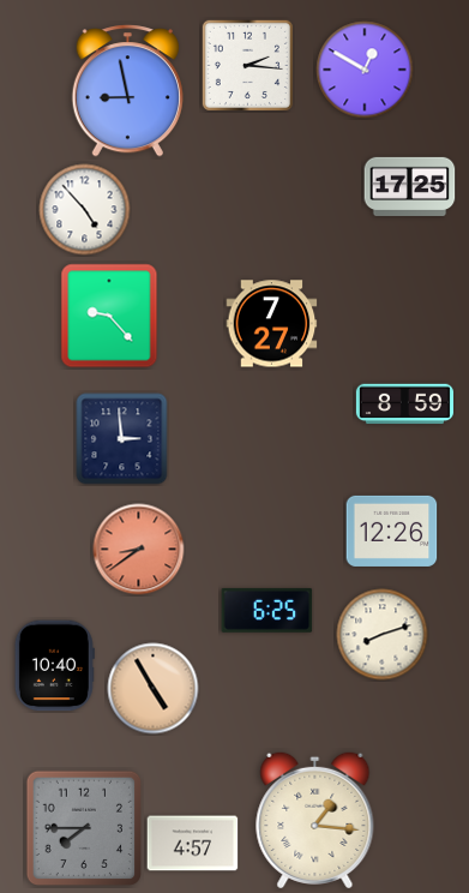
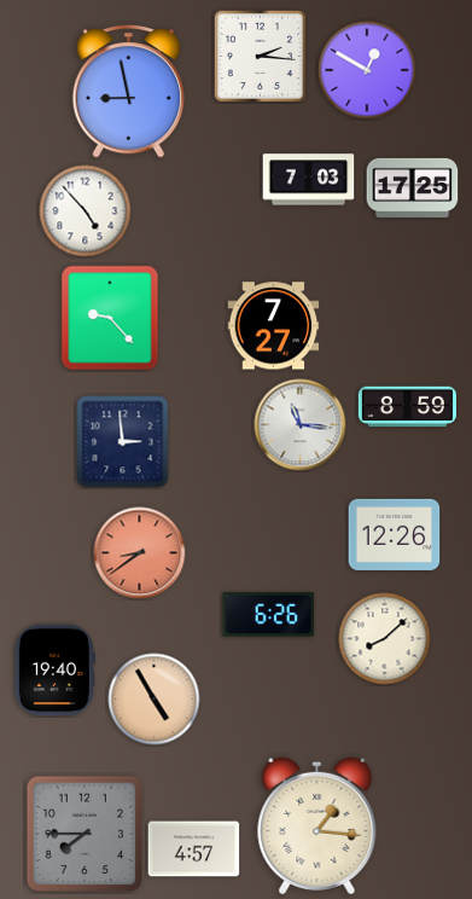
clock at (247, 65) position: (247, 65) -> (260, 56)
clock at (309, 180): none -> 7:03
clock at (301, 425): none -> 11:16
clock at (267, 610): 6:25 -> 6:26
clock at (383, 635): 8:12 -> 8:08
clock at (54, 666): 10:40 -> 19:40
clock at (154, 689) position: (154, 689) -> (155, 700)
